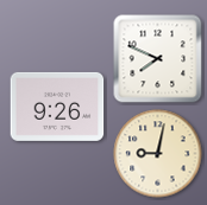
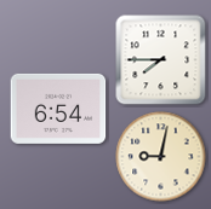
clock at (158, 59): 7:49 -> 7:45
clock at (57, 107): 9:26 -> 6:54
